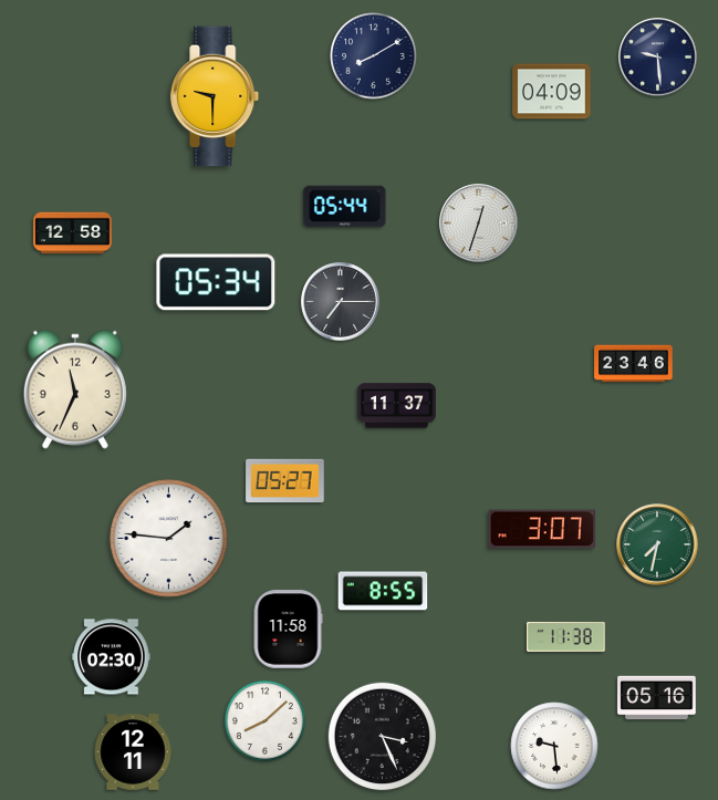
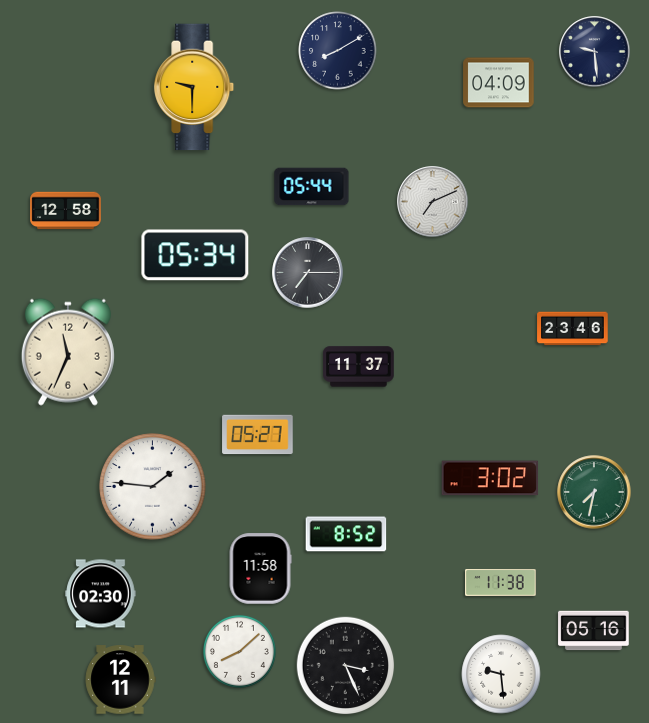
clock at (479, 224): 12:33 -> 7:11
clock at (542, 529): 3:07 -> 3:02
clock at (383, 591): 8:55 -> 8:52
clock at (566, 637) position: (566, 637) -> (501, 583)
